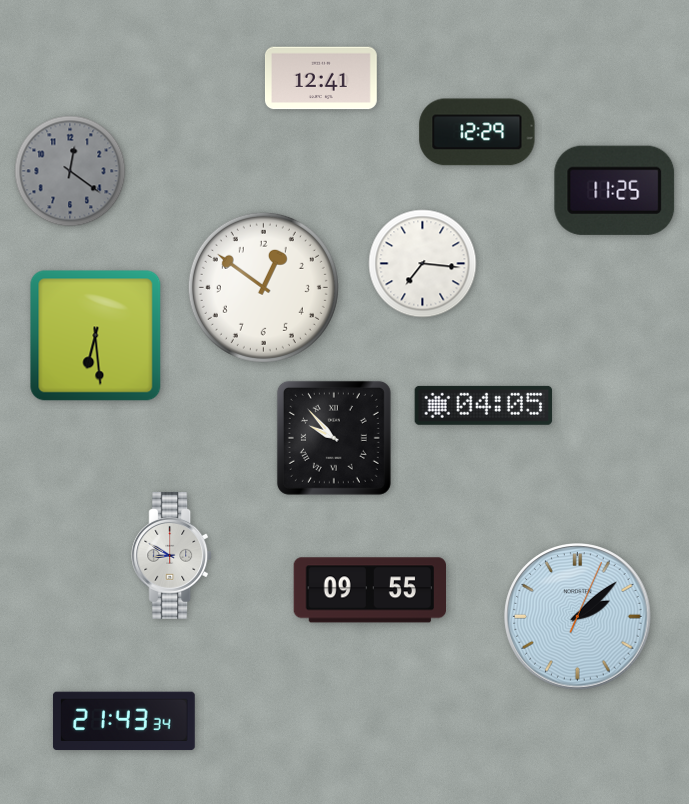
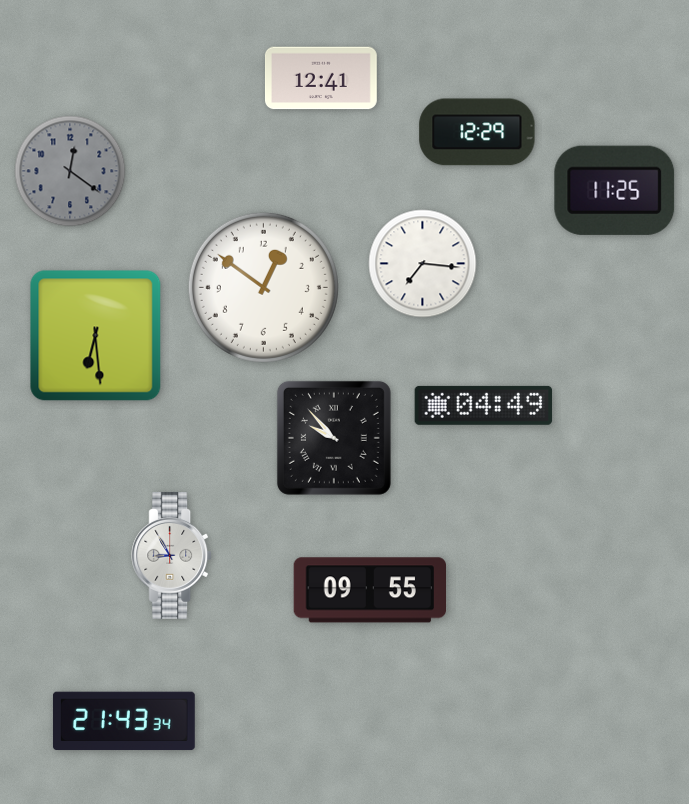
clock at (484, 405): 04:05 -> 04:49
clock at (172, 555): 8:50 -> 8:55
clock at (578, 617): 2:08 -> none
